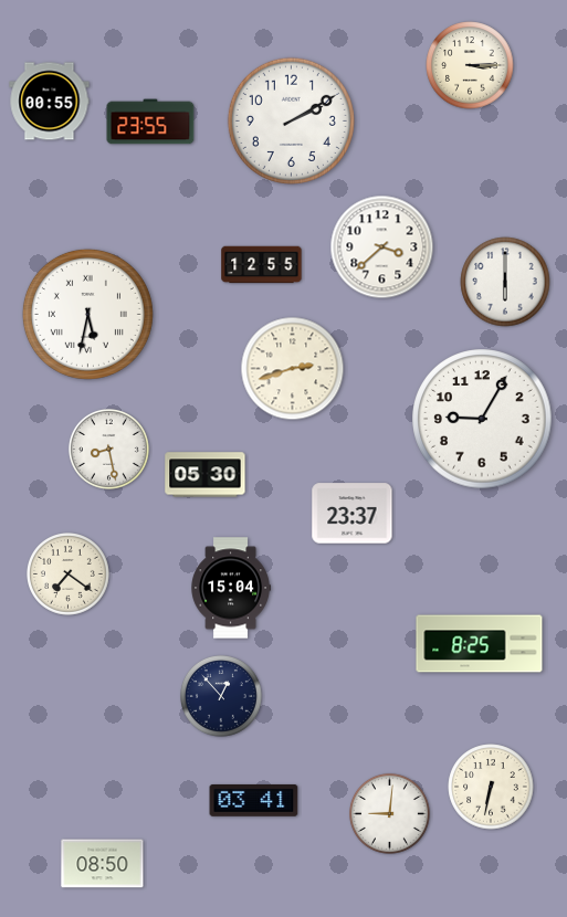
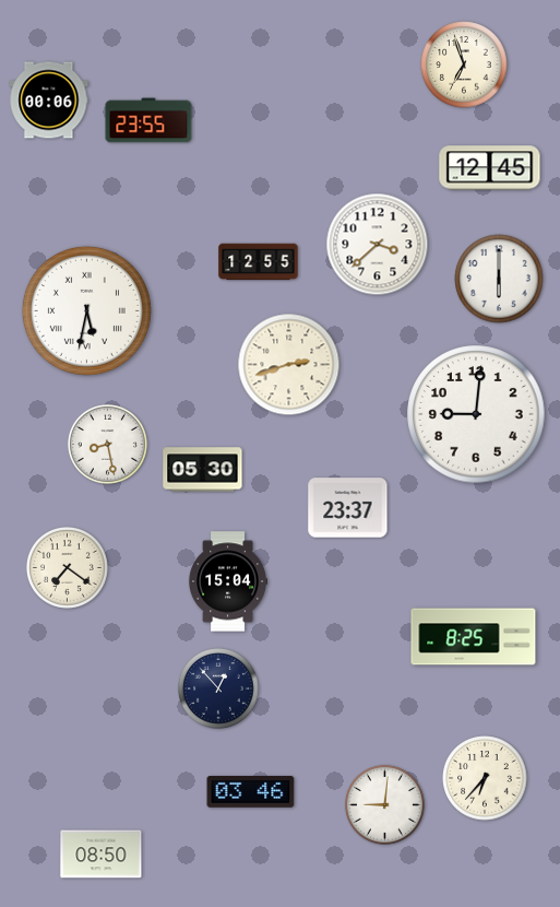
clock at (470, 65): 3:15 -> 6:57
clock at (50, 102): 00:55 -> 00:06
clock at (291, 120): 2:10 -> none
clock at (490, 168): none -> 12:45
clock at (482, 419): 9:05 -> 9:01
clock at (491, 787): 6:32 -> 6:37
clock at (254, 800): 03:41 -> 03:46
